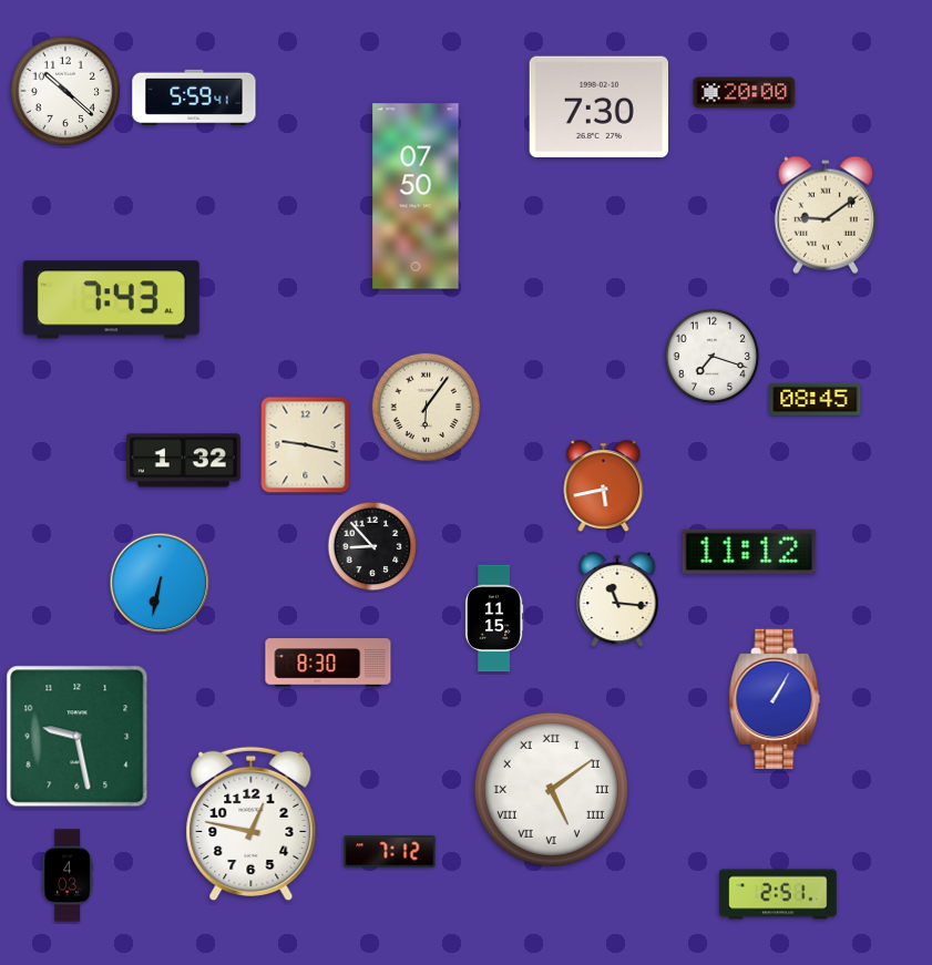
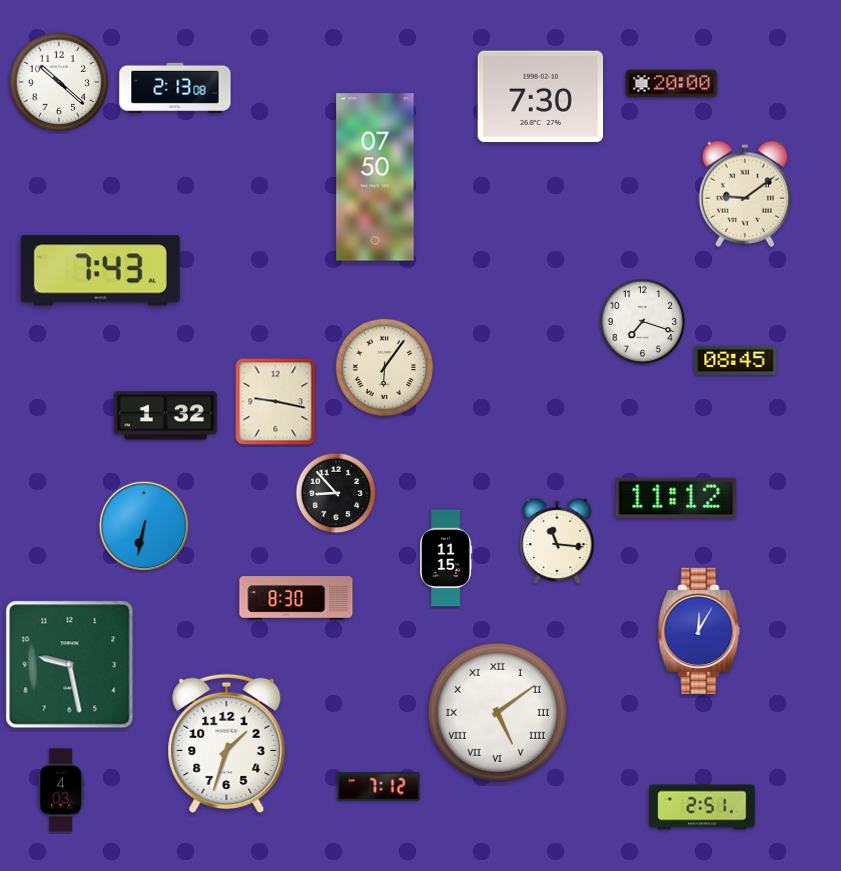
clock at (194, 97): 5:59 -> 2:13
clock at (604, 486): 5:43 -> none
clock at (775, 698): 1:05 -> 12:05
clock at (252, 823): 12:47 -> 1:33
clock at (390, 852) position: (390, 852) -> (379, 787)
